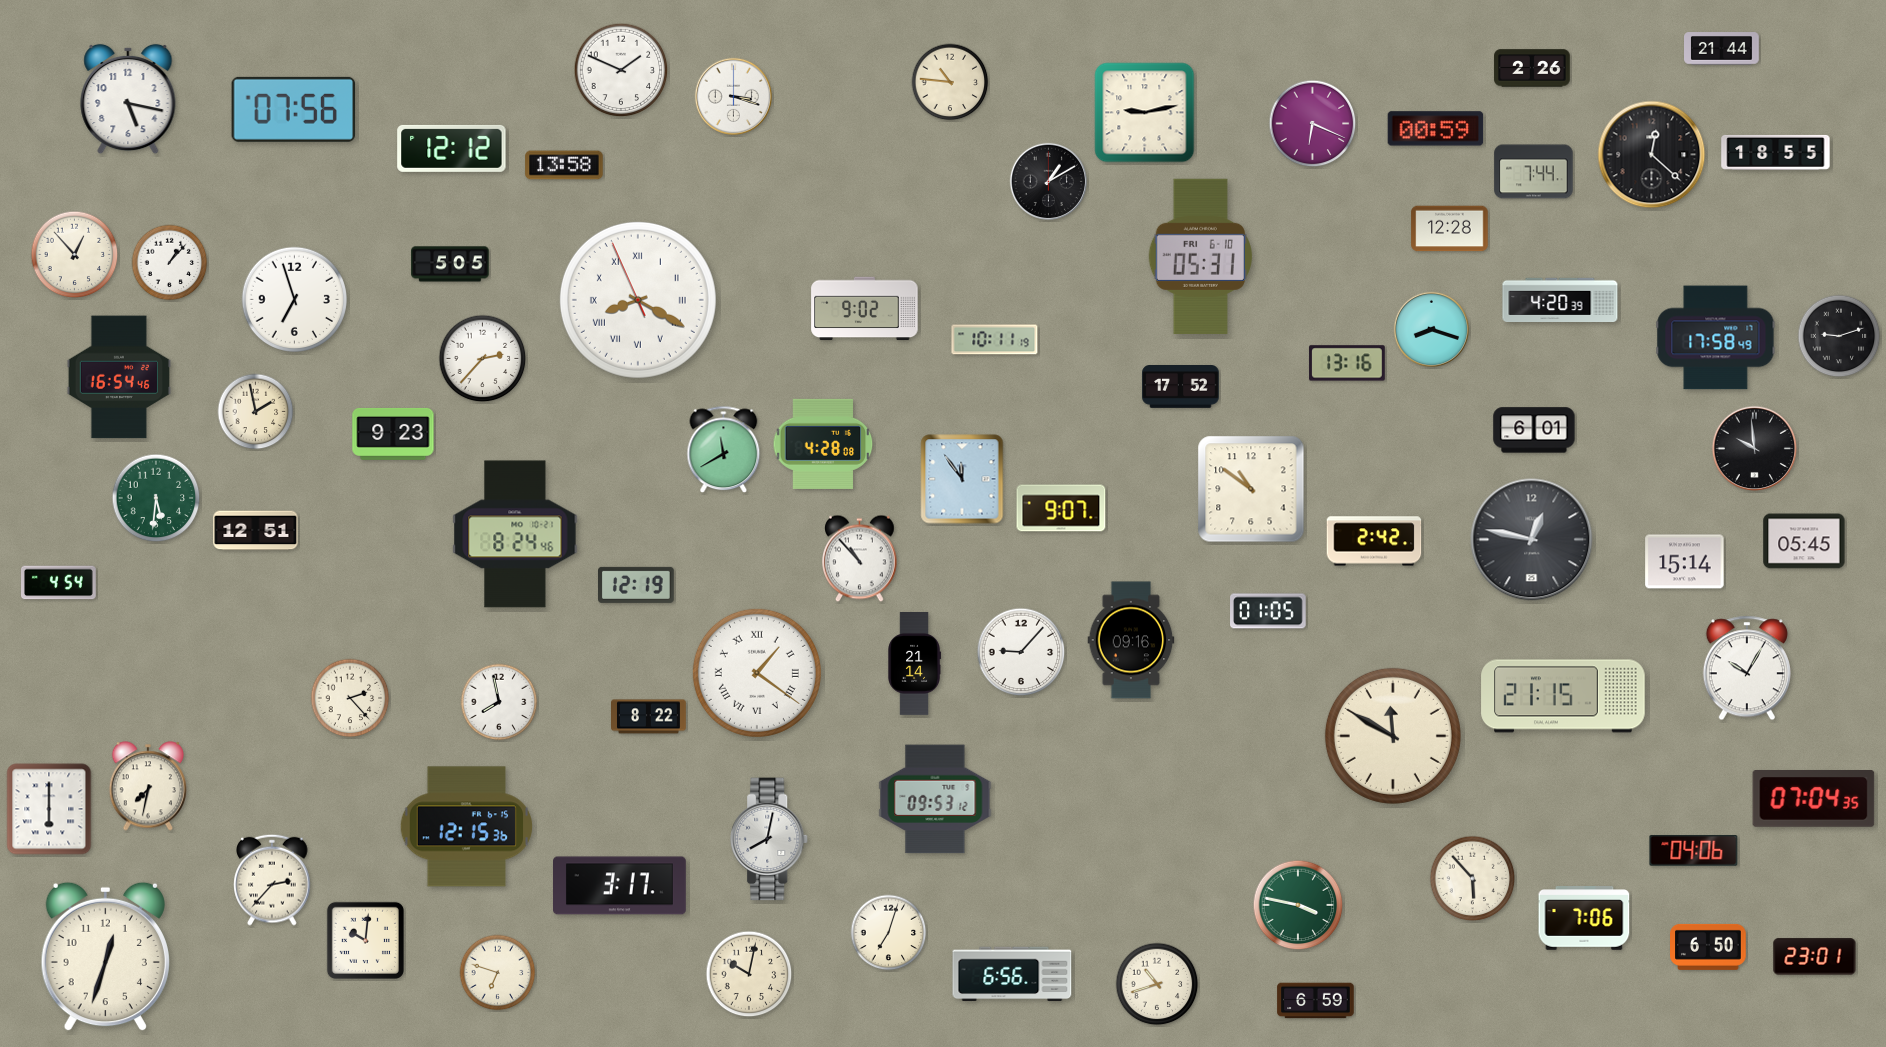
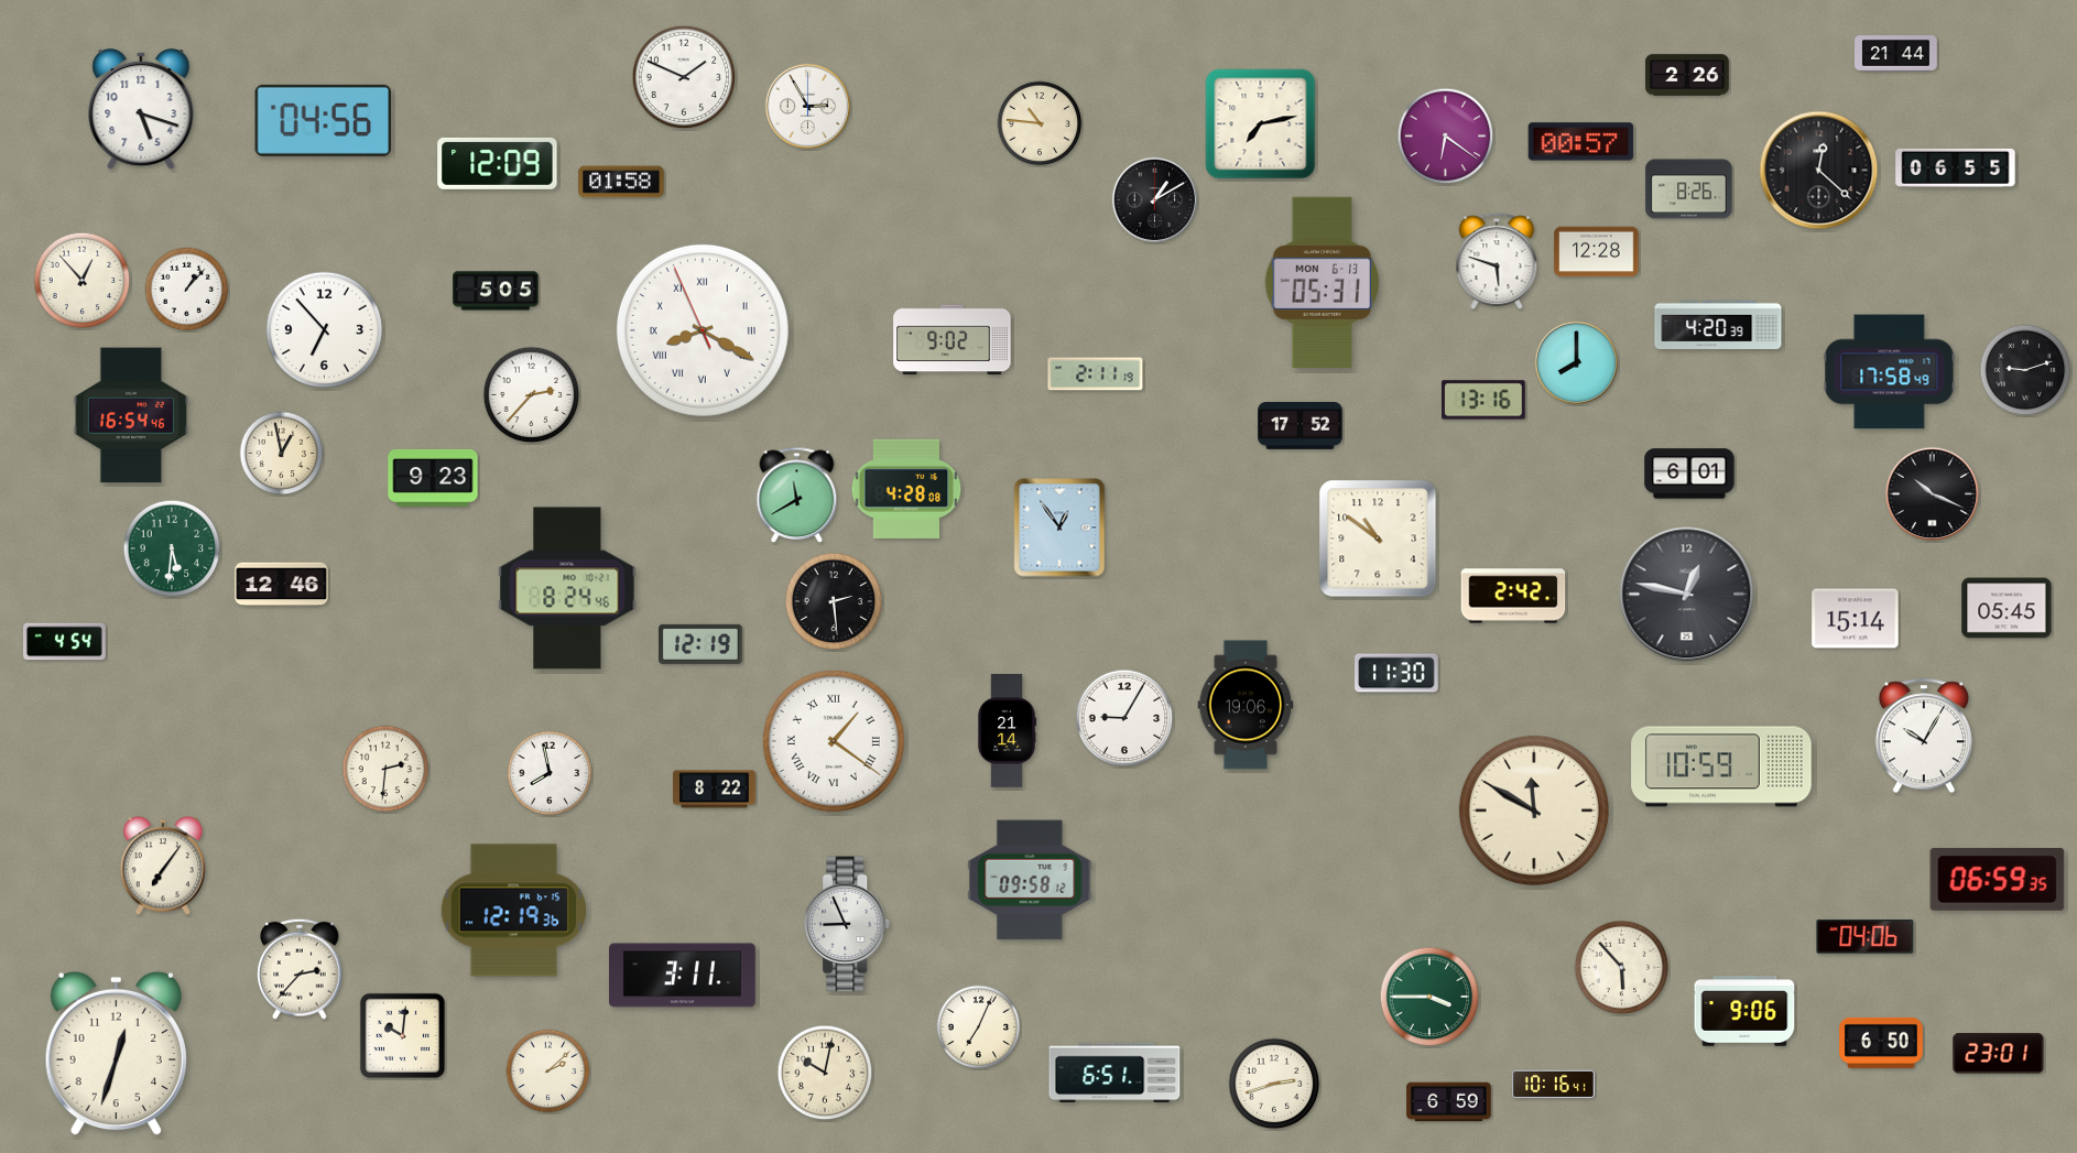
clock at (950, 82) position: (950, 82) -> (1040, 123)
clock at (733, 96): 3:18 -> 2:55
clock at (128, 99): 5:17 -> 5:18
clock at (294, 109): 07:56 -> 04:56
clock at (1145, 113): 9:13 -> 7:13
clock at (1313, 124): 6:19 -> 6:21
clock at (1436, 129): 00:59 -> 00:57
clock at (452, 148): 12:12 -> 12:09
clock at (1776, 152): 18:55 -> 06:55
clock at (564, 165): 13:58 -> 01:58
clock at (1534, 172): 7:44 -> 8:26
clock at (1497, 262): none -> 5:48
clock at (1200, 256) date: FRI 6-10 -> MON 6-13
clock at (294, 299): 6:57 -> 6:53
clock at (1560, 300) position: (1560, 300) -> (1718, 325)
clock at (1431, 329): 8:18 -> 8:00
clock at (995, 340): 10:11 -> 2:11
clock at (256, 412): 1:58 -> 12:58
clock at (1755, 449): 9:59 -> 10:19
clock at (962, 479): 11:54 -> 12:54
clock at (1061, 508): 9:07 -> none
clock at (256, 531): 12:51 -> 12:46
clock at (1804, 541) position: (1804, 541) -> (2007, 608)
clock at (834, 601): none -> 2:29
clock at (860, 559): 10:53 -> none
clock at (1268, 611): 01:05 -> 11:30
clock at (1131, 640): 09:16 -> 19:06
clock at (1021, 652): 9:07 -> 9:05
clock at (1563, 696): 21:15 -> 10:59
clock at (350, 698): 2:23 -> 2:31
clock at (147, 786): 7:32 -> 7:06
clock at (935, 799): 09:53 -> 09:58
clock at (1814, 799): 07:04 -> 06:59
clock at (49, 809): 6:00 -> none
clock at (467, 827): 12:15 -> 12:19
clock at (770, 839): 8:02 -> 8:56
clock at (620, 886): 3:17 -> 3:11
clock at (1298, 905): 3:47 -> 3:45
clock at (1584, 918): 7:06 -> 9:06
clock at (889, 933): 7:03 -> 7:04
clock at (498, 973): 6:48 -> 2:08
clock at (1012, 974): 6:56 -> 6:51
clock at (1157, 984): 10:42 -> 2:42
clock at (1554, 1085): none -> 10:16
